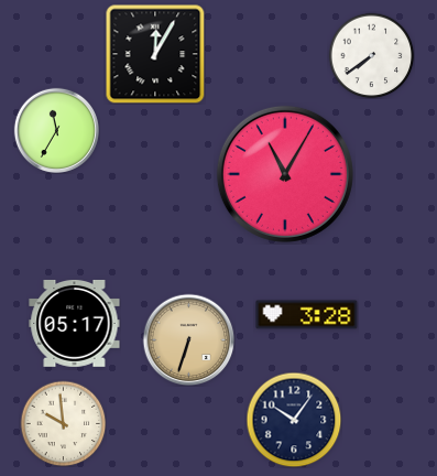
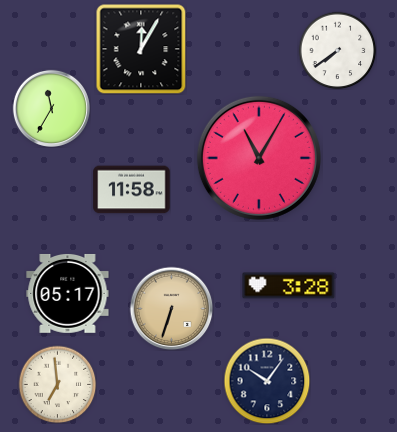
clock at (56, 130) position: (56, 130) -> (51, 108)
clock at (132, 190): none -> 11:58
clock at (307, 315) position: (307, 315) -> (289, 286)
clock at (63, 423): 9:59 -> 6:59
